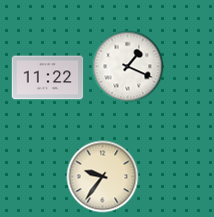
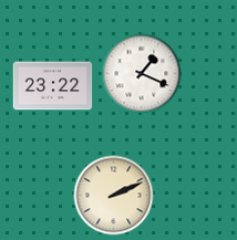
clock at (48, 78): 11:22 -> 23:22
clock at (103, 177): 9:36 -> 2:11
